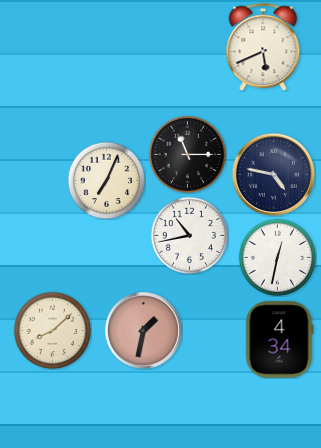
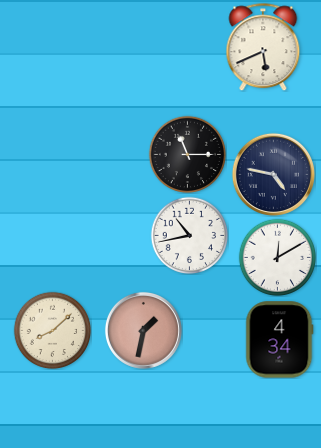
clock at (106, 180): 7:04 -> none
clock at (277, 257): 12:32 -> 12:10
